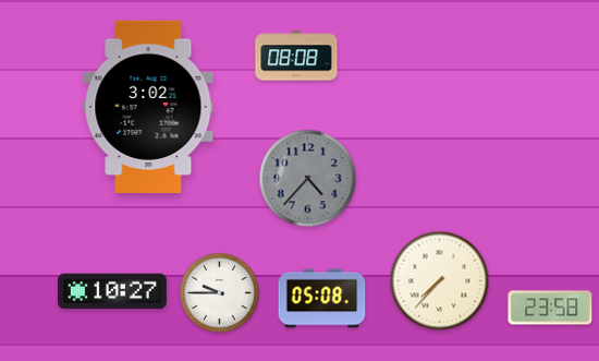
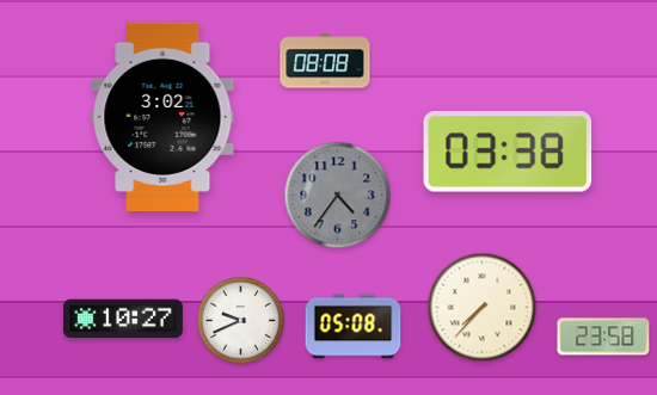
clock at (508, 152): none -> 03:38
clock at (308, 179): 4:37 -> 4:36
clock at (219, 292): 9:45 -> 9:41
